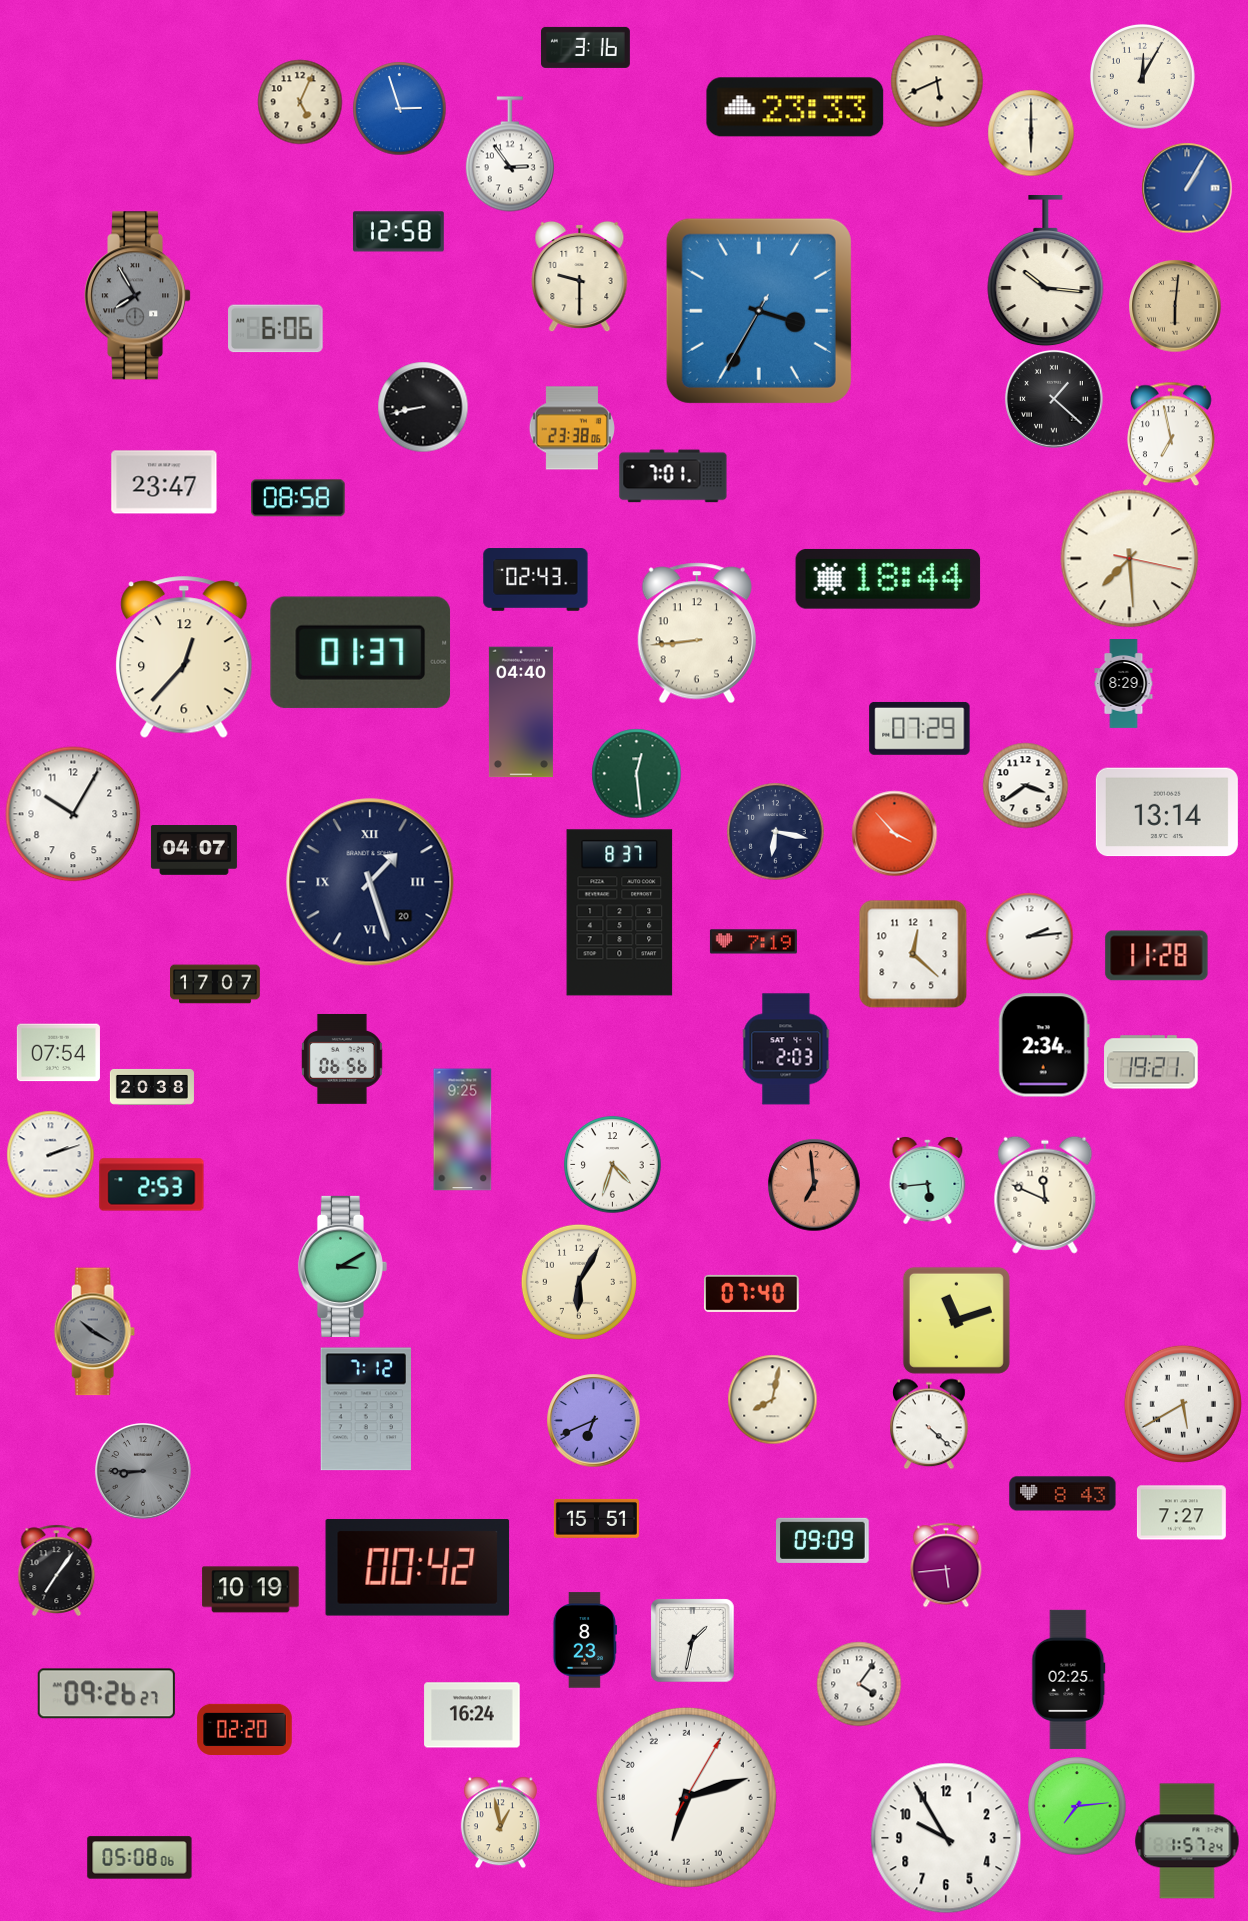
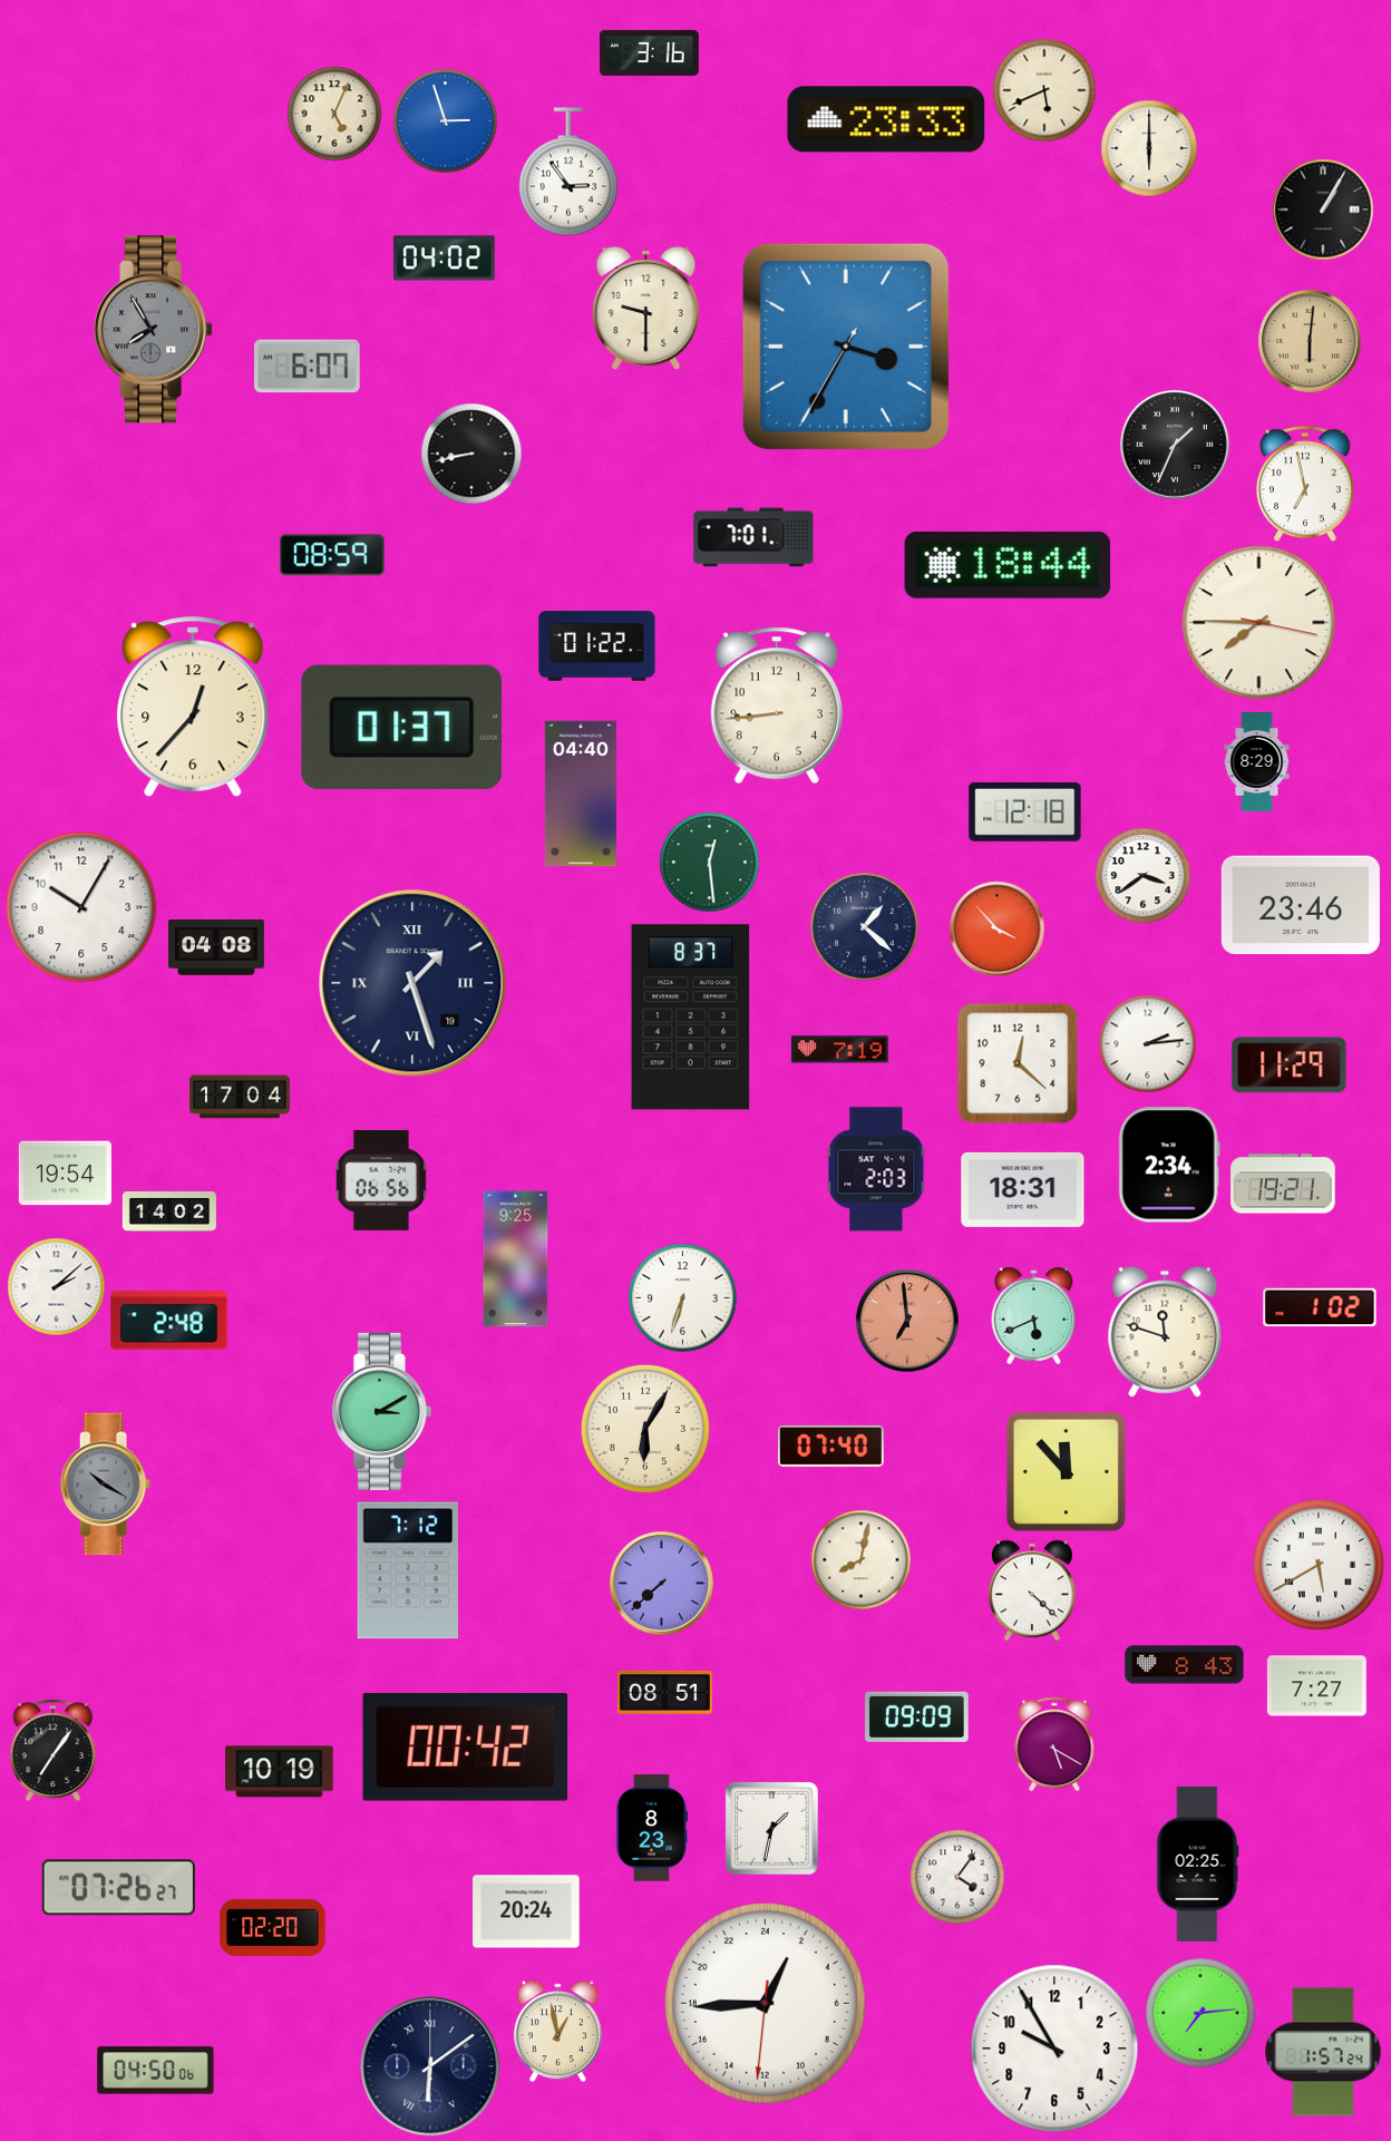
clock at (585, 47) position: (585, 47) -> (649, 52)
clock at (1142, 76): 12:05 -> none
clock at (1187, 188) dial: blue -> black
clock at (398, 232): 12:58 -> 04:02
clock at (1046, 272): 10:16 -> none
clock at (276, 329): 6:06 -> 6:07
clock at (1054, 399): 1:22 -> 1:34
clock at (572, 428): 23:38 -> none
clock at (673, 476) position: (673, 476) -> (753, 537)
clock at (164, 482): 23:47 -> none
clock at (299, 498): 08:58 -> 08:59
clock at (1130, 559): 7:29 -> 7:45
clock at (888, 579) position: (888, 579) -> (1008, 565)
clock at (536, 580): 02:43 -> 01:22
clock at (184, 657) position: (184, 657) -> (193, 707)
clock at (1124, 684) position: (1124, 684) -> (1257, 762)
clock at (920, 728): 07:29 -> 12:18
clock at (1167, 812): 13:14 -> 23:46
clock at (776, 832): 6:17 -> 1:22
clock at (194, 850): 04:07 -> 04:08
clock at (370, 882) date: 20 -> 19
clock at (1157, 956): 11:28 -> 11:29
clock at (216, 984): 17:07 -> 17:04
clock at (1044, 1045) position: (1044, 1045) -> (1169, 1165)
clock at (58, 1053): 07:54 -> 19:54
clock at (1023, 1189): none -> 18:31
clock at (152, 1087): 20:38 -> 14:02
clock at (50, 1154): 2:12 -> 2:08
clock at (613, 1165): 4:33 -> 6:33
clock at (1320, 1307): none -> 1:02
clock at (928, 1181): 5:44 -> 5:41
clock at (152, 1185): 2:53 -> 2:48
clock at (1045, 1195): 11:49 -> 11:48
clock at (752, 1293) position: (752, 1293) -> (831, 1446)
clock at (956, 1320): 11:12 -> 11:53
clock at (593, 1420): 6:41 -> 7:38
clock at (930, 1424) position: (930, 1424) -> (1033, 1590)
clock at (143, 1471): 8:45 -> none
clock at (596, 1518): 15:51 -> 08:51
clock at (946, 1565): 5:44 -> 5:20
clock at (57, 1570) position: (57, 1570) -> (53, 1750)
clock at (1069, 1679) position: (1069, 1679) -> (1198, 1863)
clock at (106, 1694): 09:26 -> 07:26
clock at (472, 1715): 16:24 -> 20:24
clock at (686, 1797): 13:12 -> 1:44
clock at (430, 2066): none -> 6:09
clock at (140, 1858): 05:08 -> 04:50
